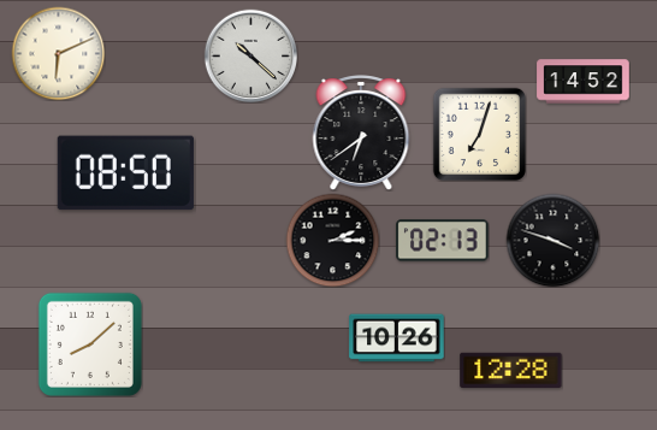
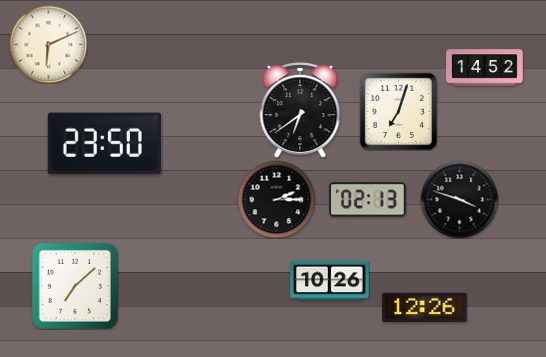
clock at (250, 55): 10:22 -> none
clock at (125, 173): 08:50 -> 23:50
clock at (90, 344): 8:08 -> 7:08
clock at (511, 370): 12:28 -> 12:26
